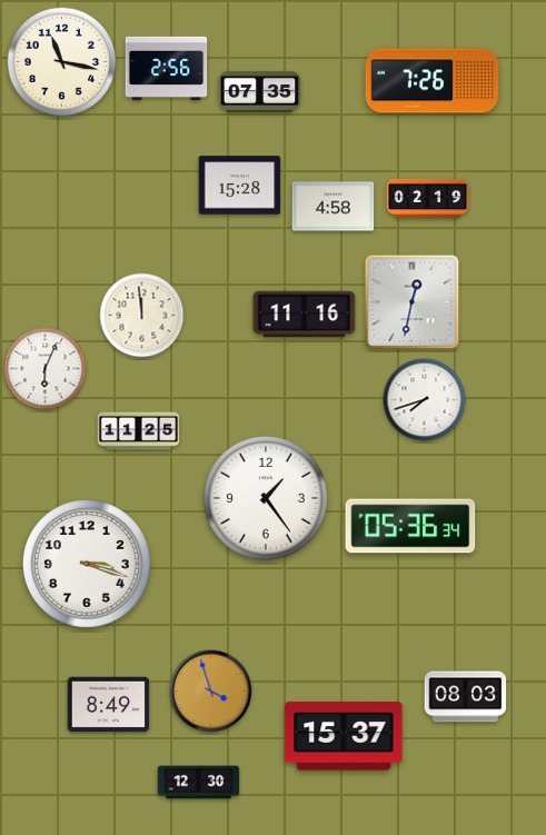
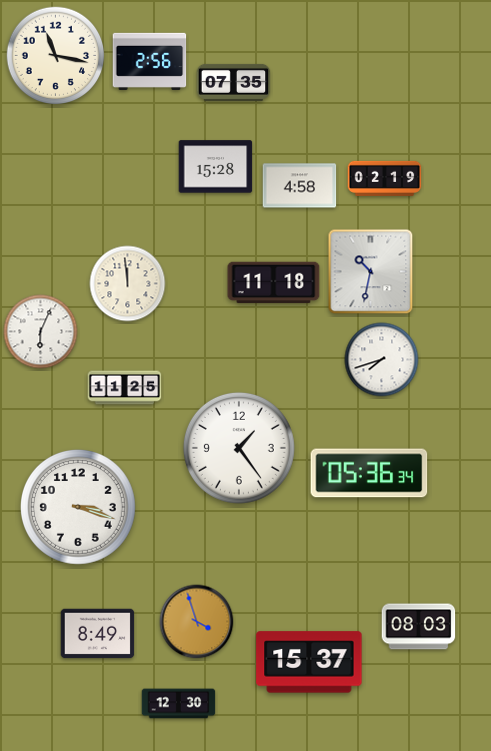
clock at (433, 81): 7:26 -> none
clock at (413, 302): 12:32 -> 10:32
clock at (305, 315): 11:16 -> 11:18
clock at (211, 692) position: (211, 692) -> (197, 622)
